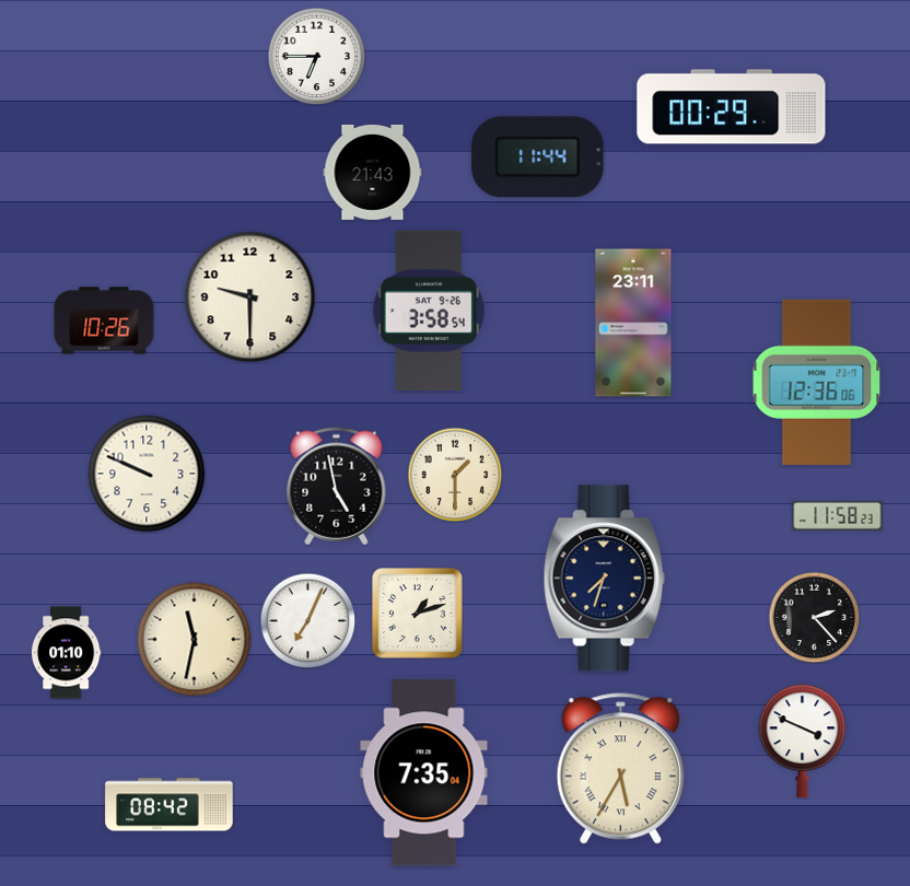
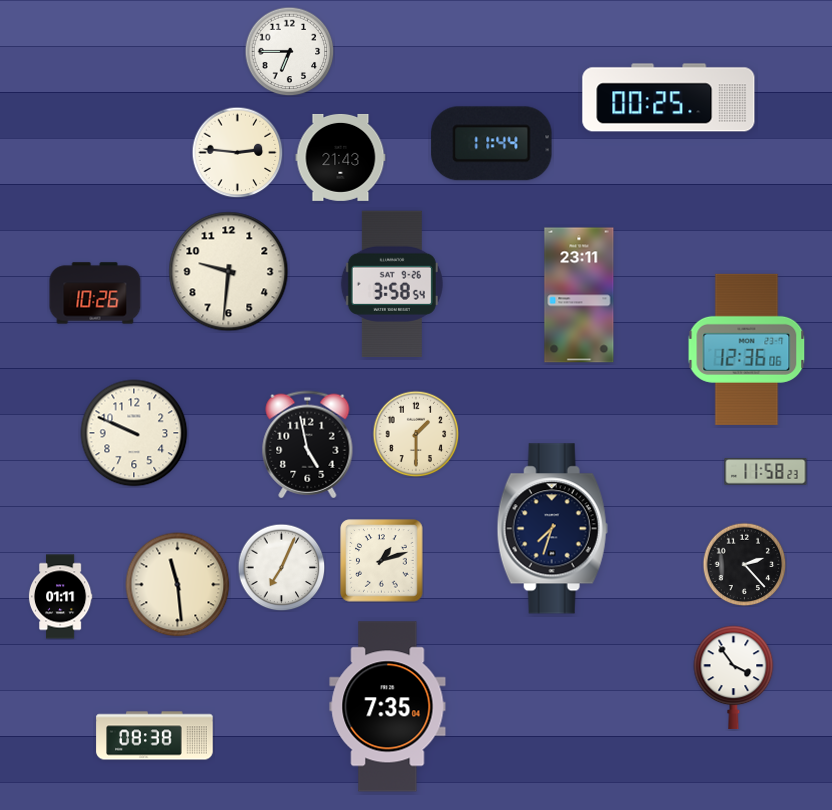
clock at (732, 107): 00:29 -> 00:25
clock at (237, 152): none -> 2:46
clock at (250, 298): 9:30 -> 9:31
clock at (195, 640): 11:32 -> 11:29
clock at (66, 653): 01:10 -> 01:11
clock at (803, 742): 3:49 -> 3:54
clock at (620, 769): 5:35 -> none
clock at (170, 805): 08:42 -> 08:38
